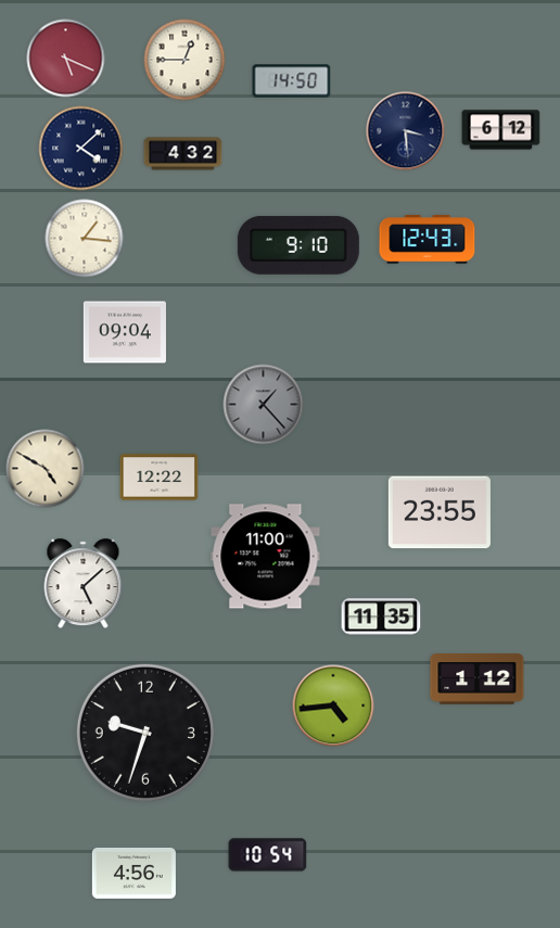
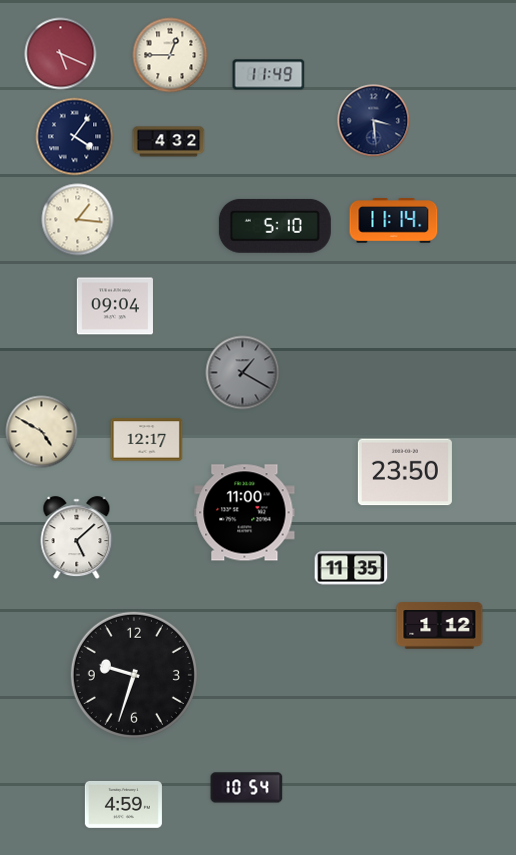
clock at (292, 81): 14:50 -> 11:49
clock at (501, 130): 6:12 -> none
clock at (81, 149): 4:08 -> 4:06
clock at (428, 240): 12:43 -> 11:14
clock at (298, 245): 9:10 -> 5:10
clock at (264, 405): 1:23 -> 1:20
clock at (160, 478): 12:22 -> 12:17
clock at (440, 512): 23:55 -> 23:50
clock at (333, 705): 4:44 -> none
clock at (133, 873): 4:56 -> 4:59
